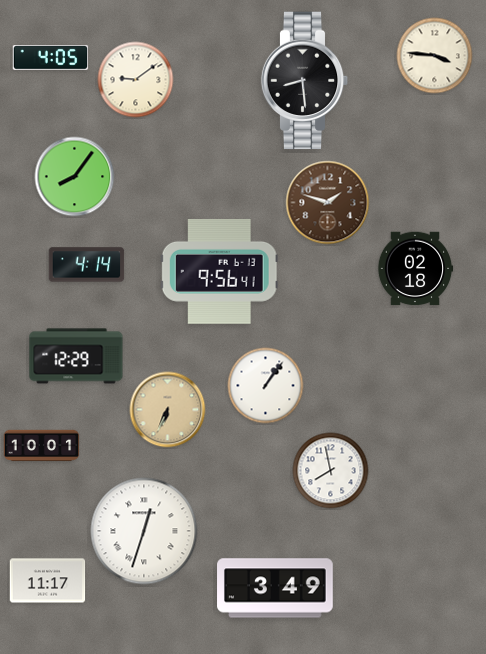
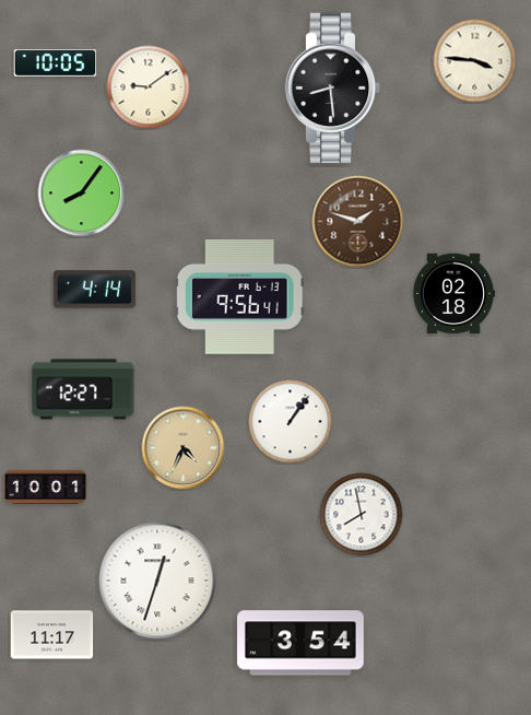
clock at (51, 58): 4:05 -> 10:05
clock at (76, 356): 12:29 -> 12:27
clock at (168, 410): 6:34 -> 4:34
clock at (275, 588): 3:49 -> 3:54
